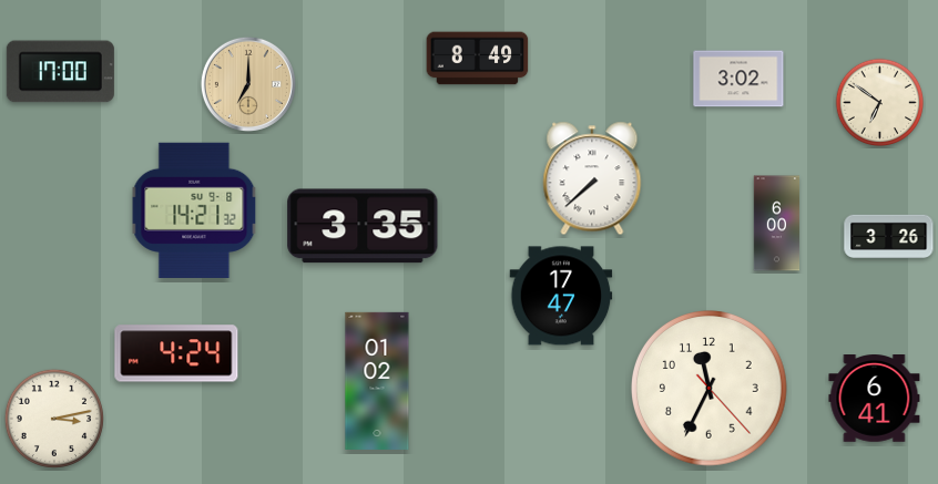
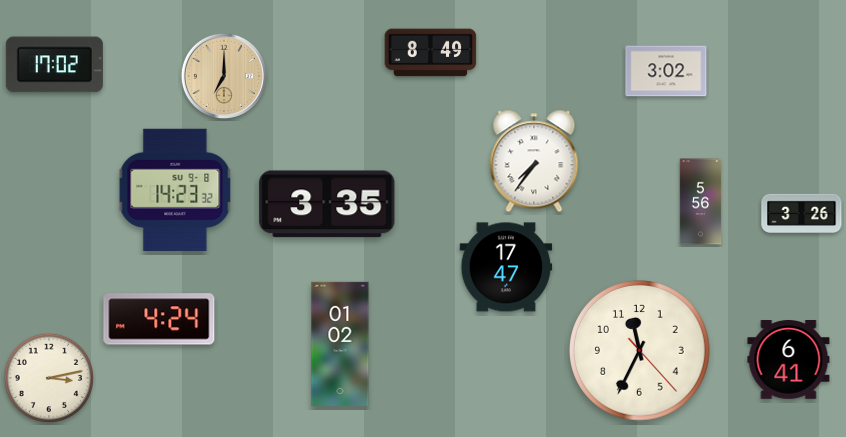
clock at (60, 72): 17:00 -> 17:02
clock at (880, 103): 6:51 -> none
clock at (592, 178): 7:38 -> 7:36
clock at (194, 210): 14:21 -> 14:23
clock at (777, 224): 6:00 -> 5:56
